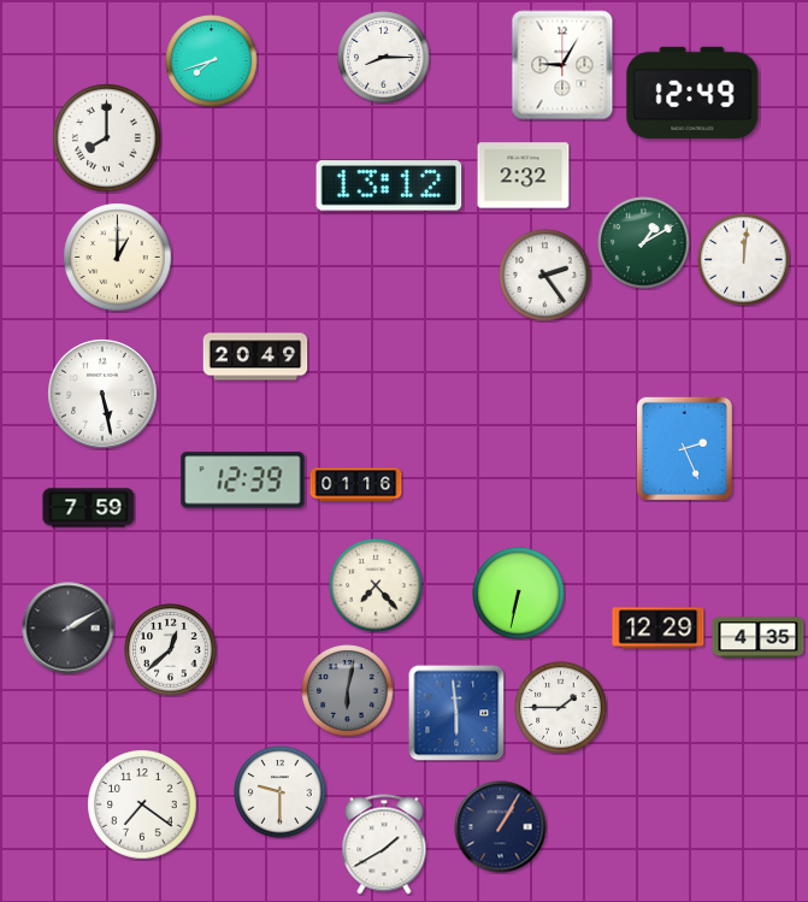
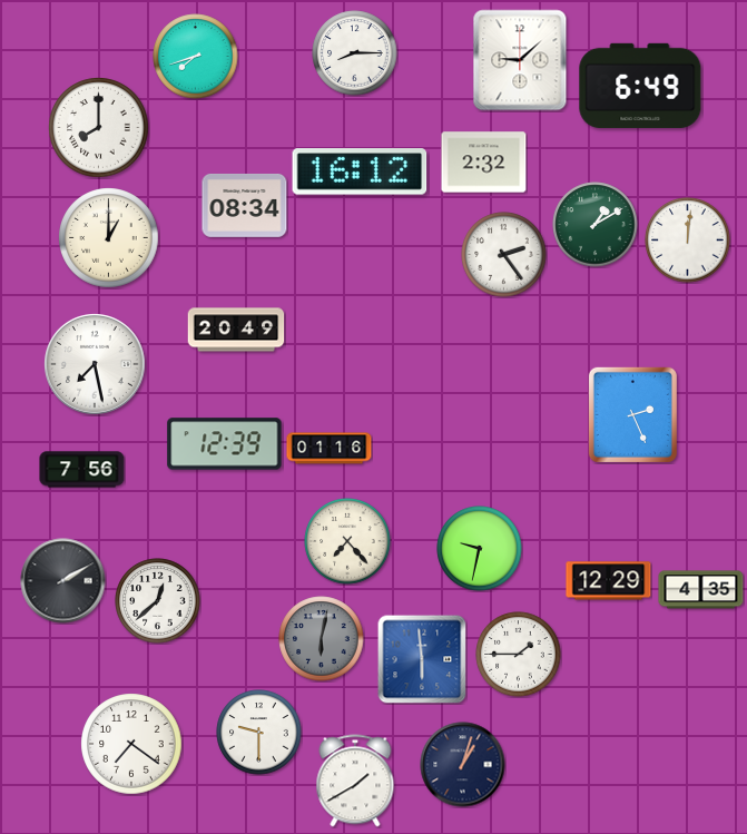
clock at (562, 65): 9:05 -> 9:08
clock at (692, 93): 12:49 -> 6:49
clock at (389, 185): 13:12 -> 16:12
clock at (245, 205): none -> 08:34
clock at (104, 395): 5:28 -> 7:28
clock at (89, 508): 7:59 -> 7:56
clock at (519, 594): 6:32 -> 9:32
clock at (501, 827): 1:05 -> 1:03
